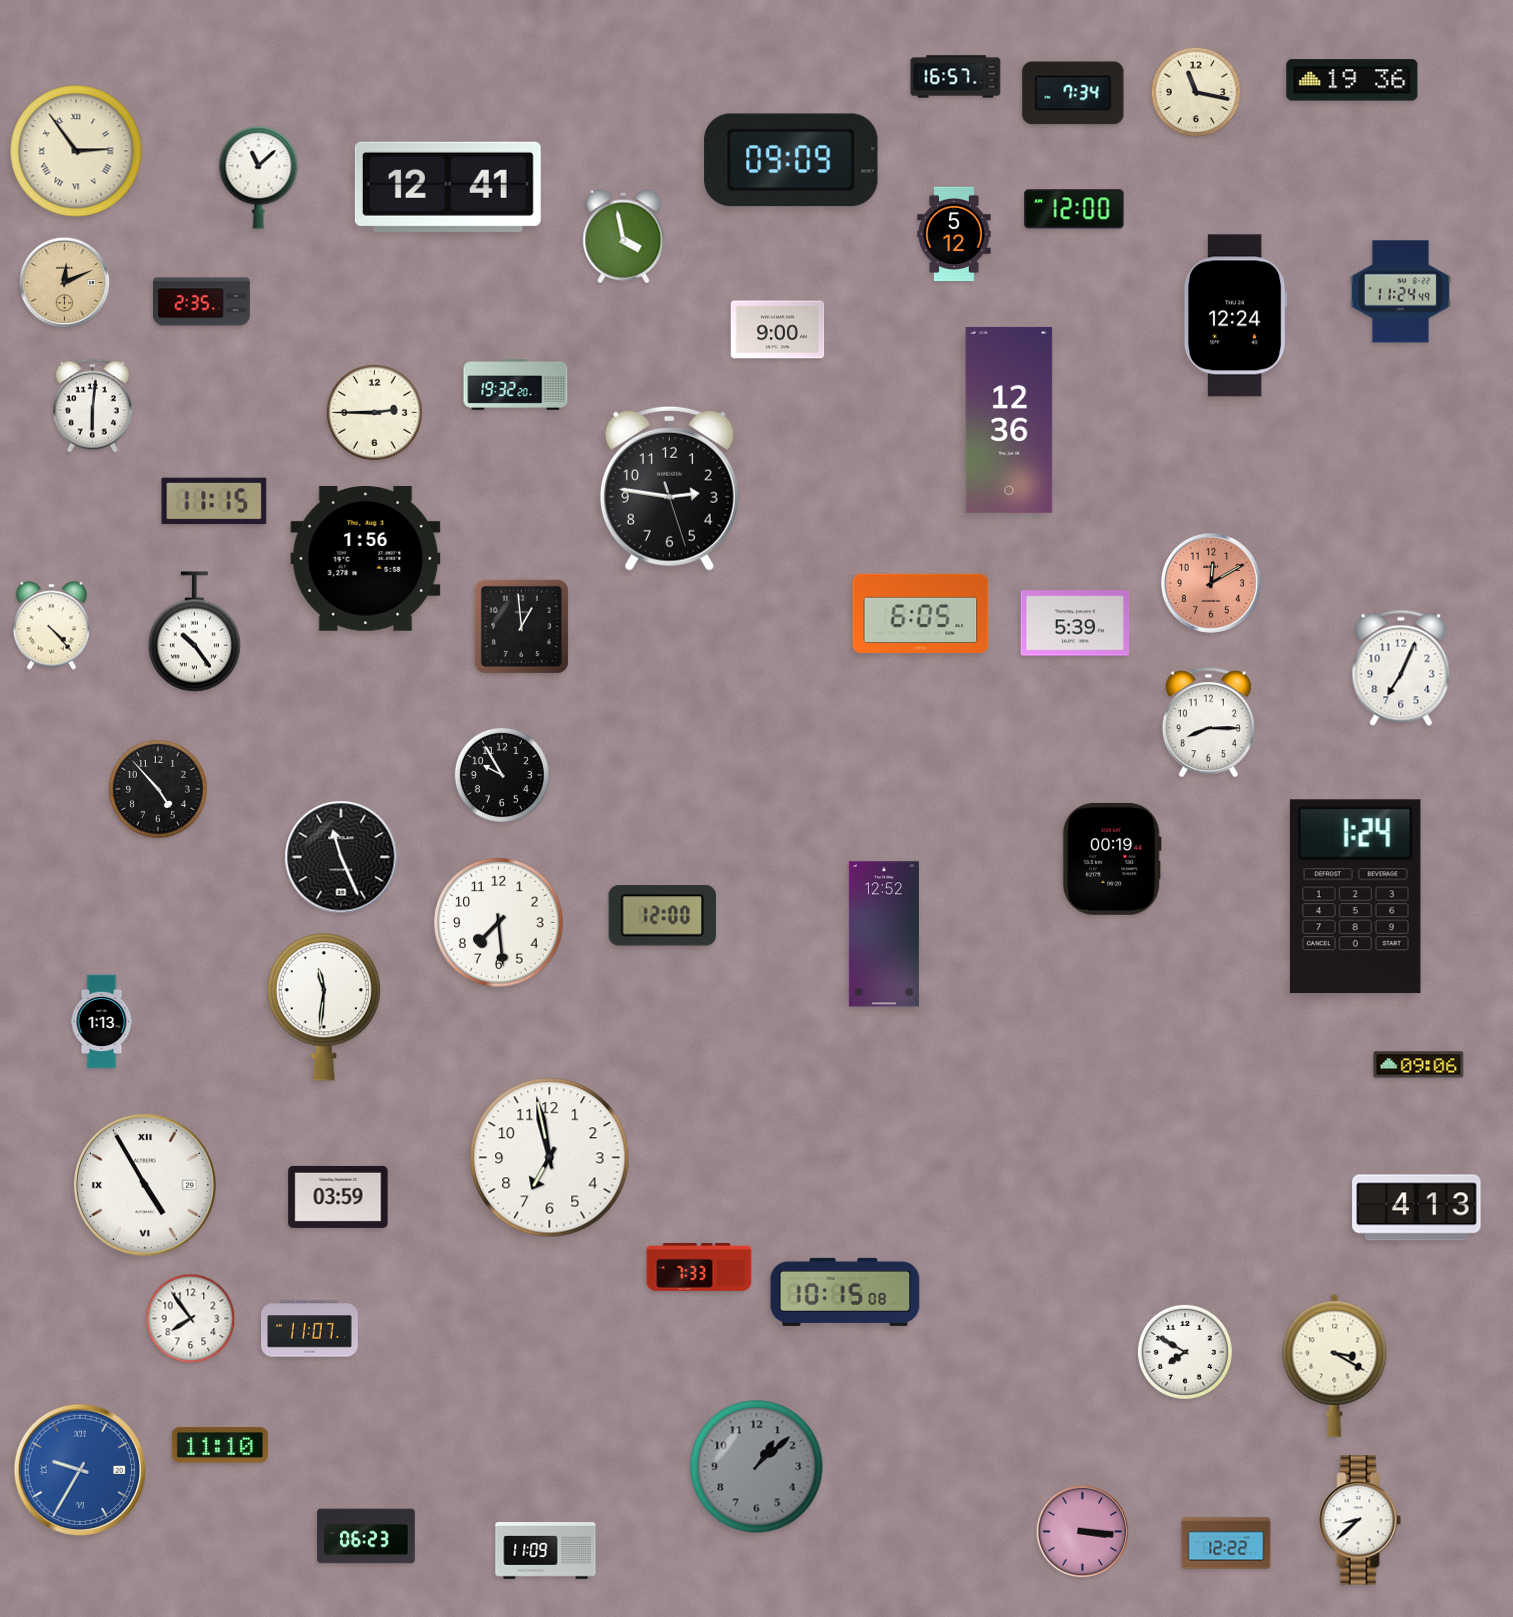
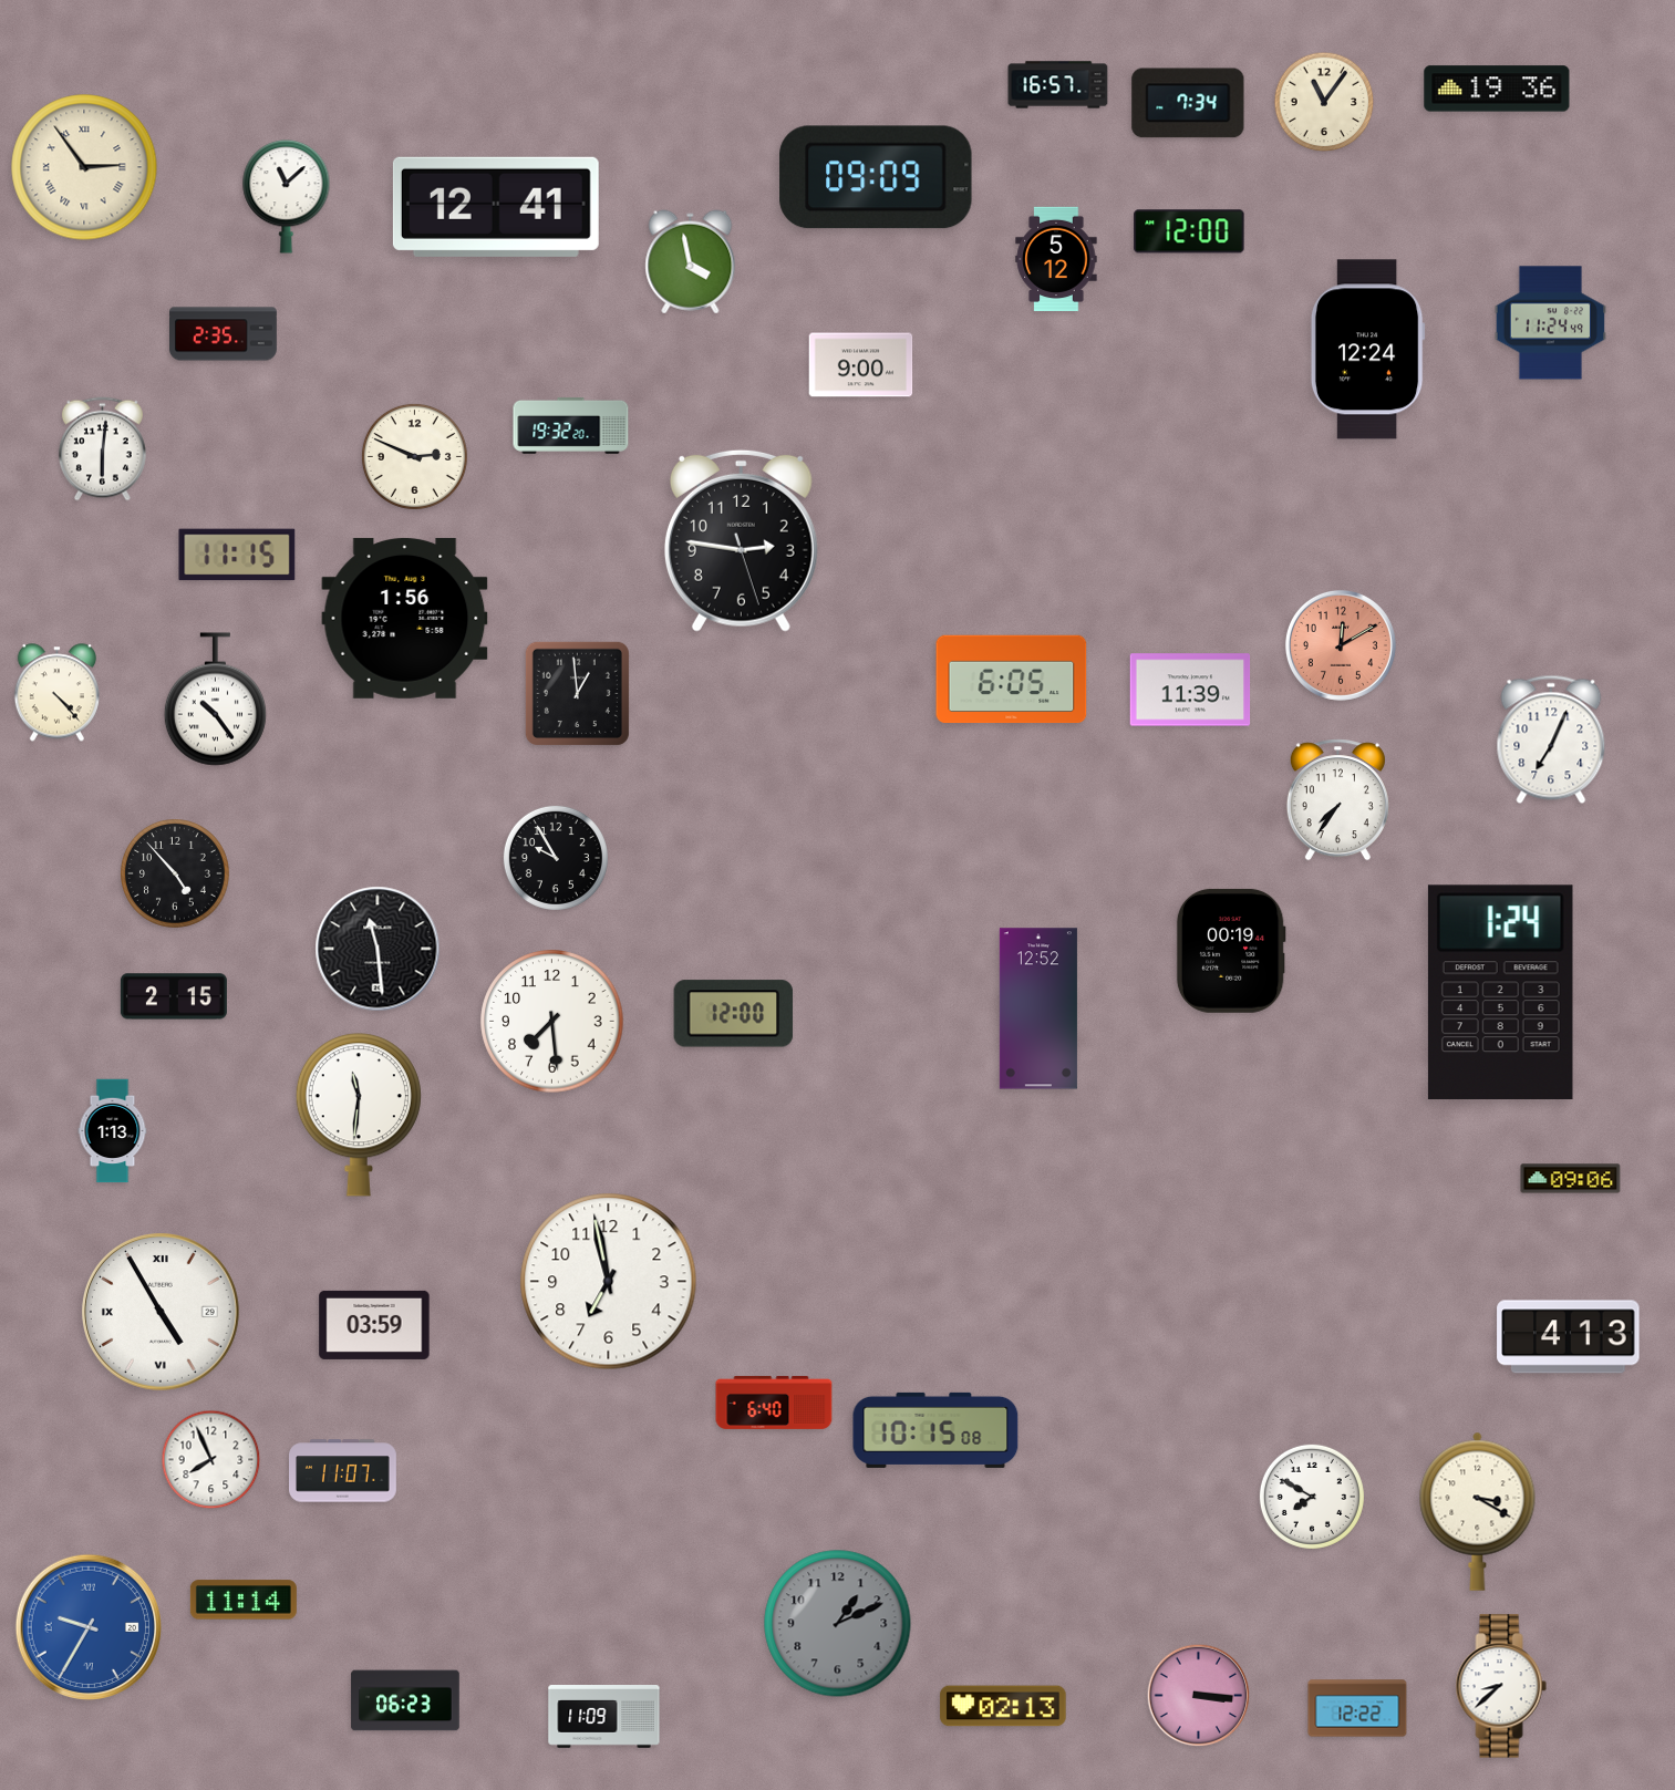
clock at (1196, 92): 11:17 -> 11:06
clock at (65, 283): 12:11 -> none
clock at (374, 412): 2:45 -> 2:49
clock at (1009, 420): 12:36 -> none
clock at (921, 614) position: (921, 614) -> (1012, 680)
clock at (1075, 623): 5:39 -> 11:39
clock at (1208, 723): 8:15 -> 7:36
clock at (341, 857): 11:26 -> 11:29
clock at (174, 996): none -> 2:15
clock at (884, 934) position: (884, 934) -> (1038, 1008)
clock at (699, 1267): 7:33 -> 6:40
clock at (191, 1319): 7:54 -> 7:56
clock at (220, 1445): 11:10 -> 11:14
clock at (757, 1467): 1:08 -> 1:11
clock at (1360, 1520) position: (1360, 1520) -> (1501, 1686)
clock at (1003, 1706): none -> 02:13
